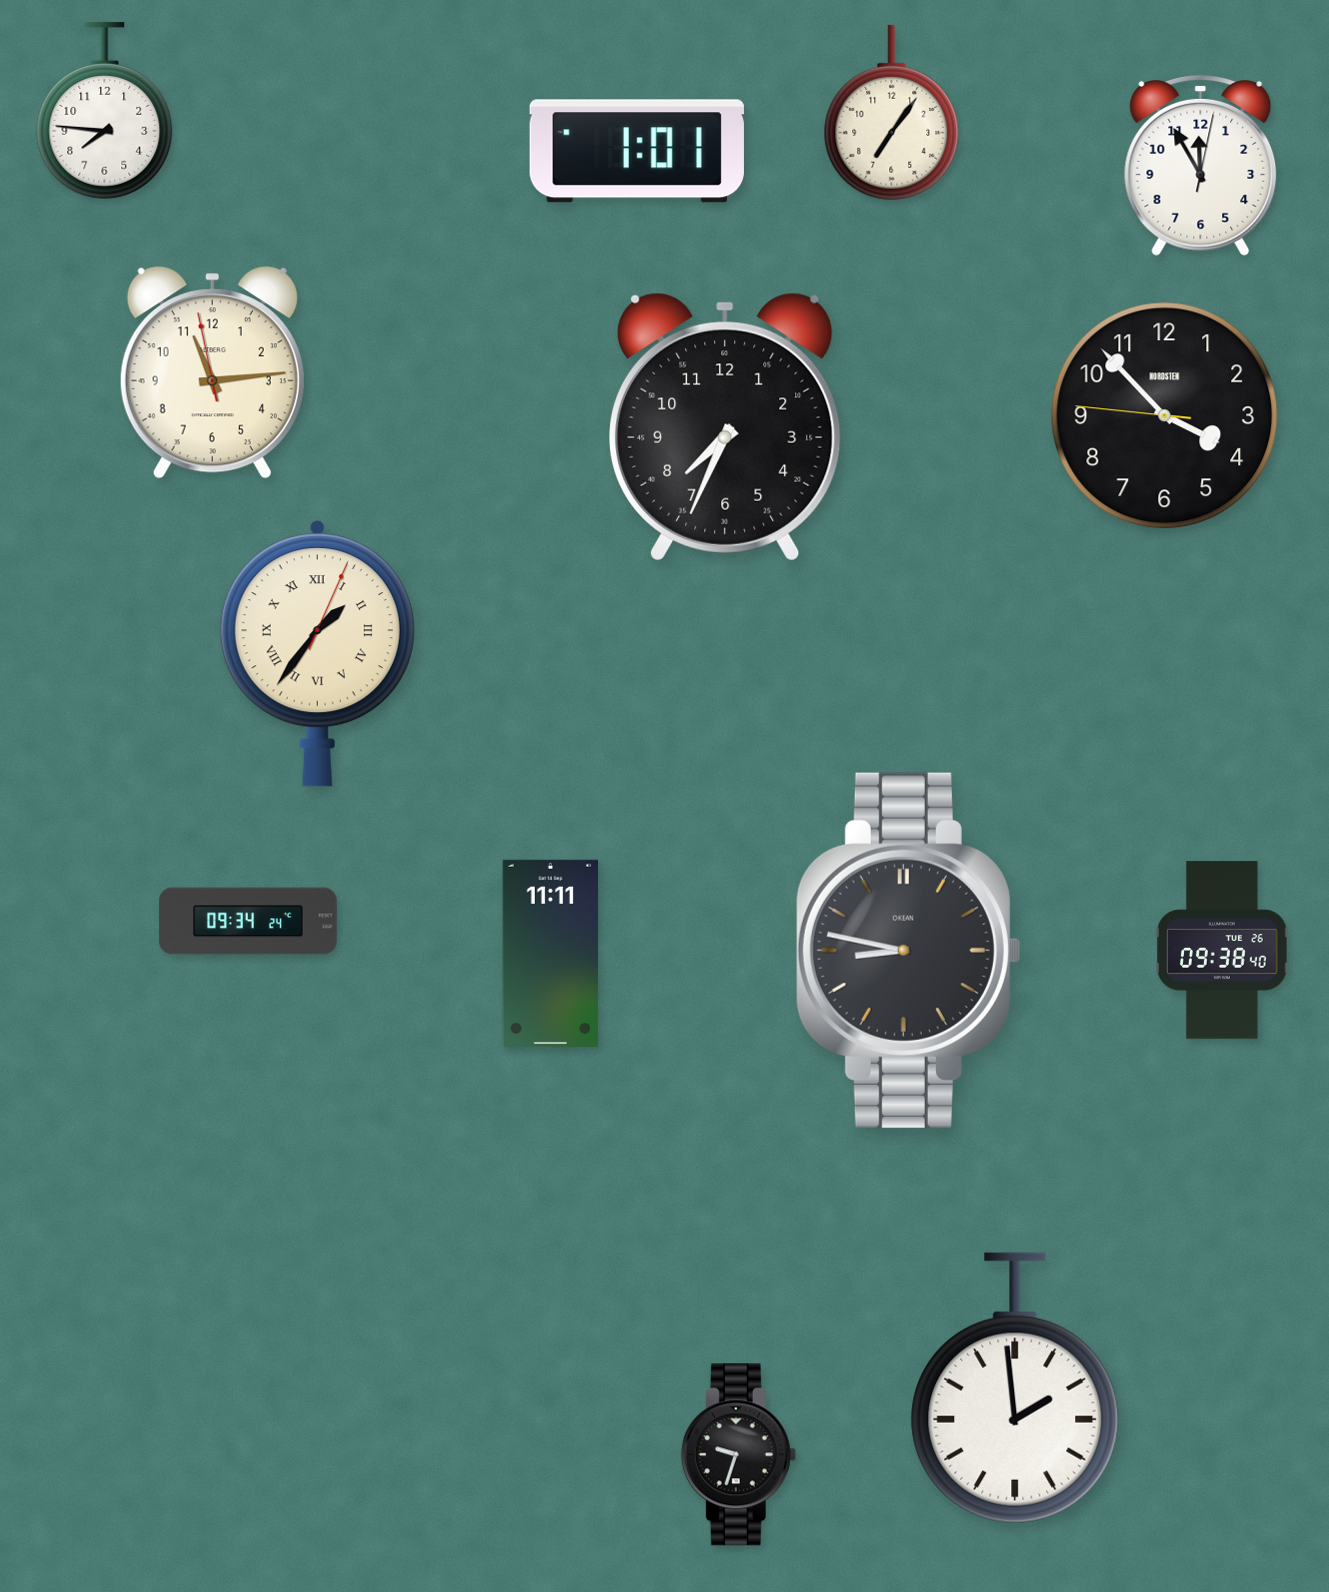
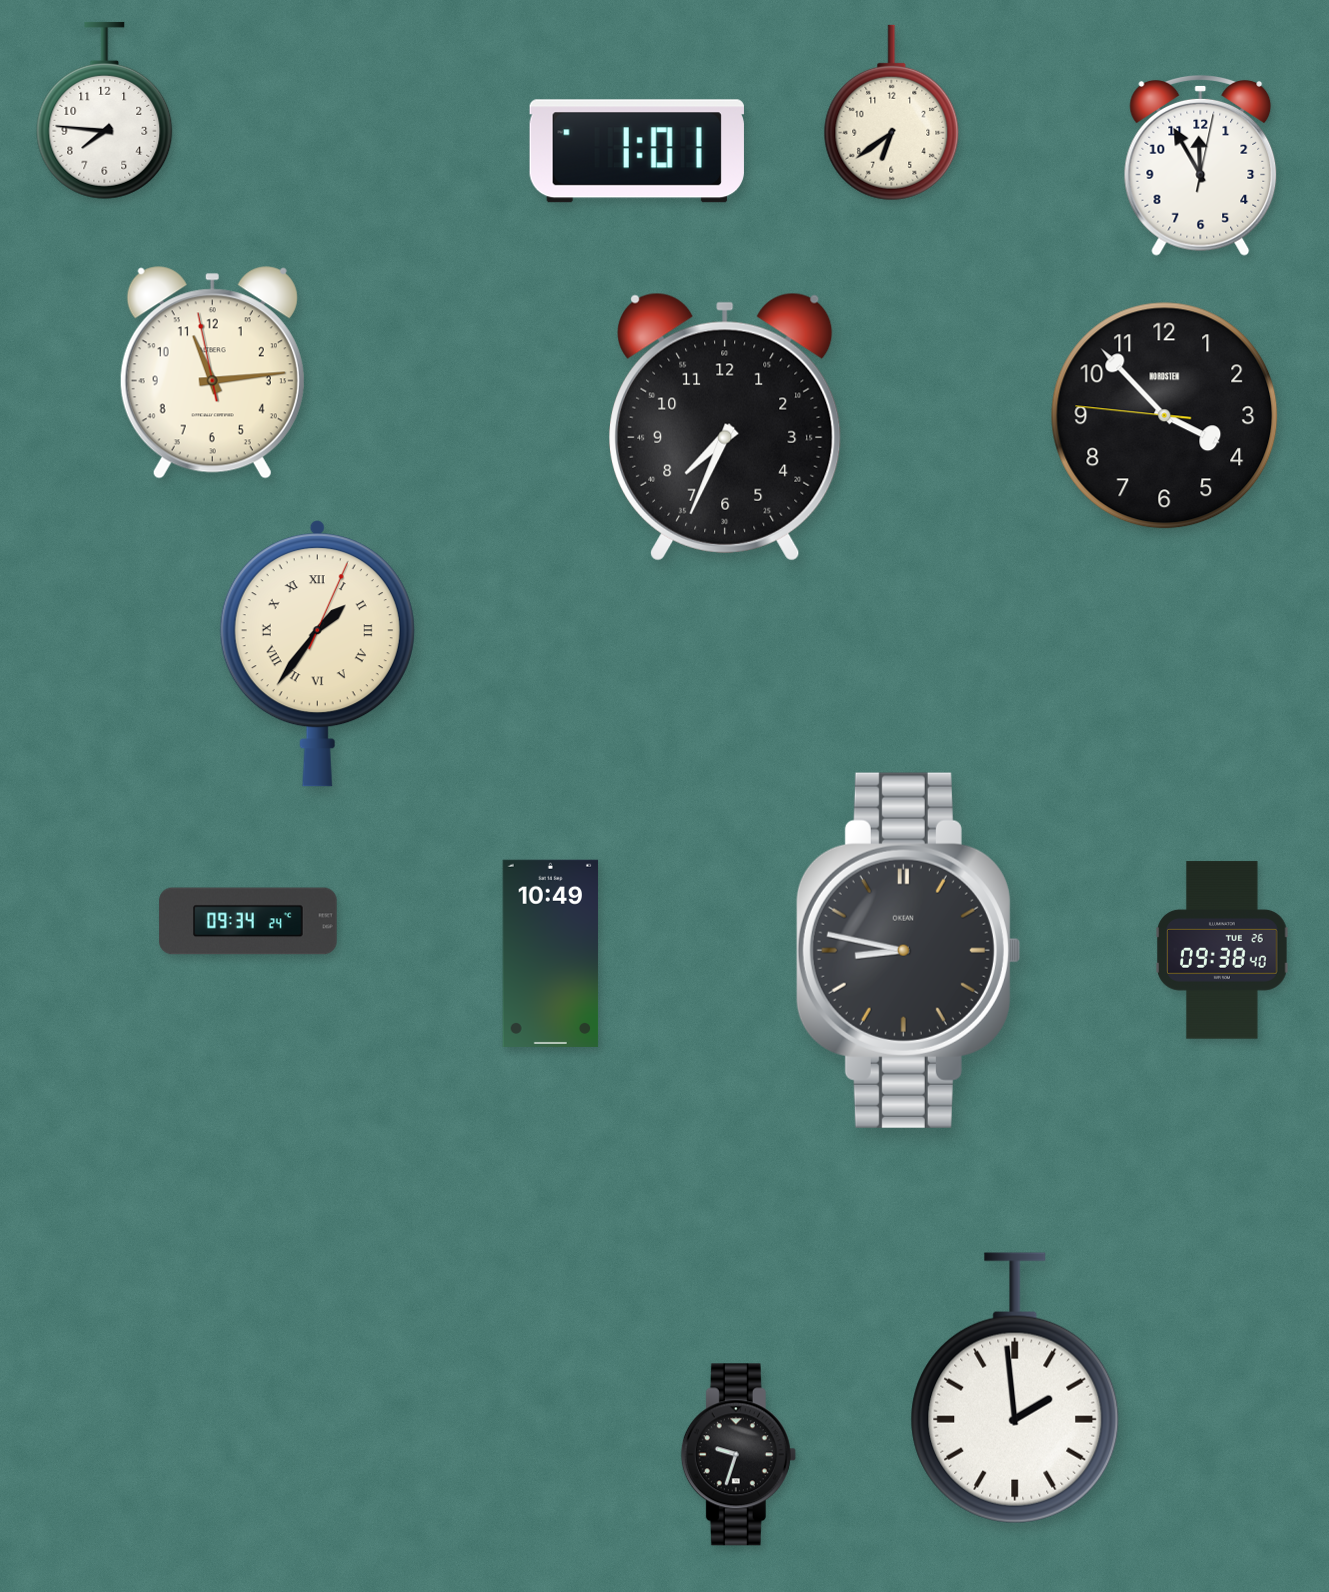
clock at (892, 113): 7:06 -> 6:39
clock at (551, 953): 11:11 -> 10:49
